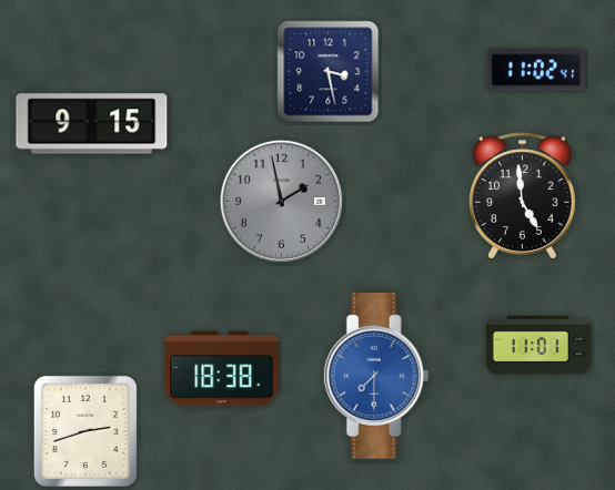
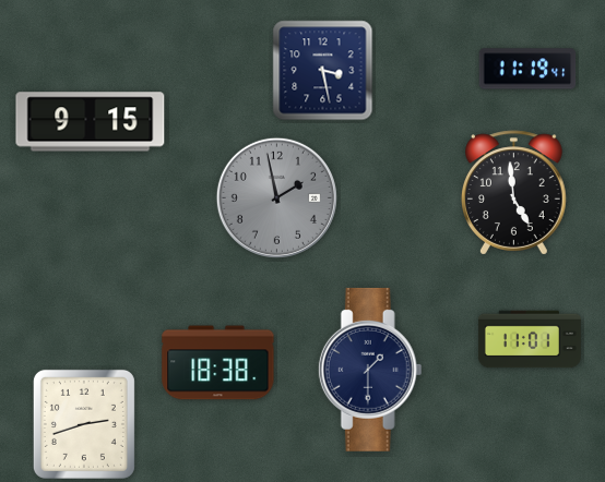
clock at (536, 70): 11:02 -> 11:19
clock at (376, 376): 7:30 -> 1:30
clock at (376, 376) dial: blue -> navy
